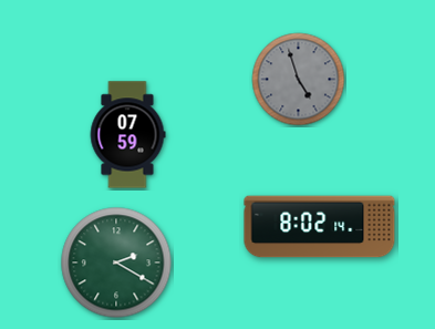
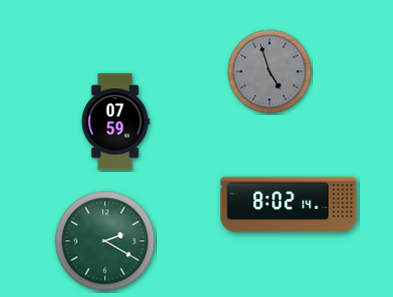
clock at (116, 263) position: (116, 263) -> (105, 241)
